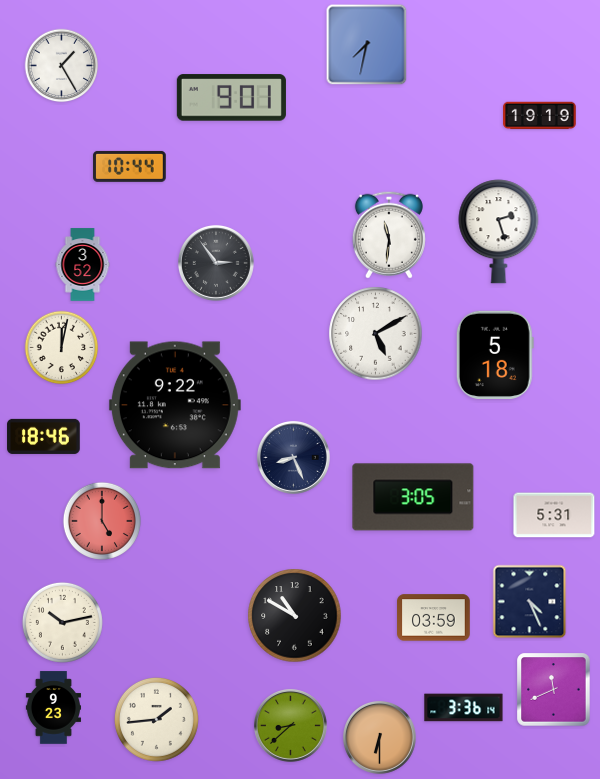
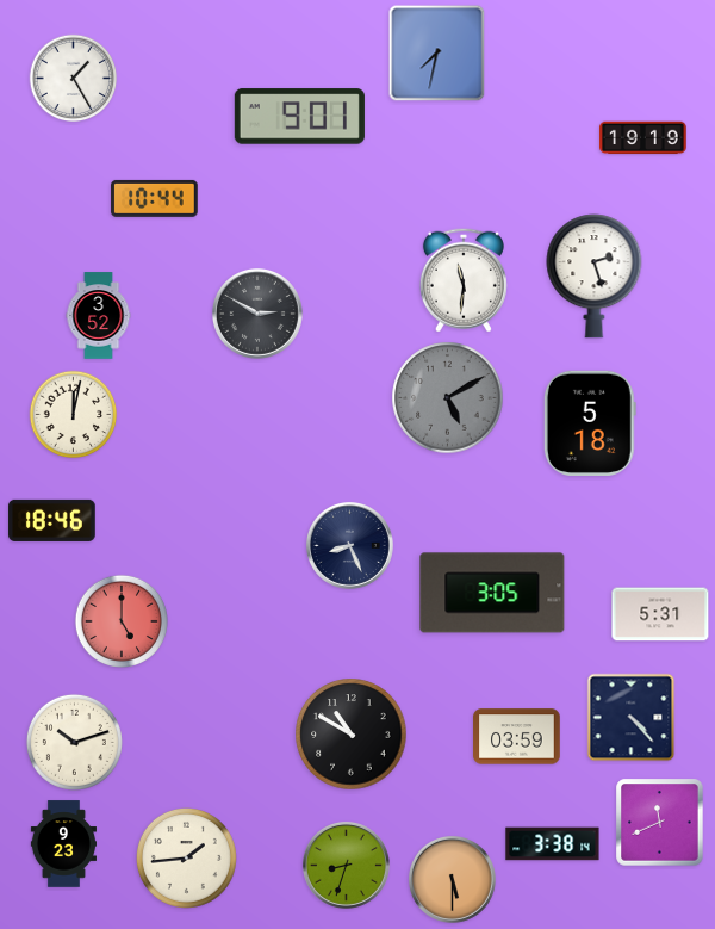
clock at (231, 98) position: (231, 98) -> (299, 117)
clock at (216, 263): 2:54 -> 2:50
clock at (376, 334) dial: white -> grey
clock at (175, 405): 9:22 -> none
clock at (530, 602): 4:26 -> 4:23
clock at (62, 622): 10:13 -> 10:12
clock at (464, 708): 3:36 -> 3:38
clock at (290, 725): 8:38 -> 8:33
clock at (379, 737): 6:30 -> 5:30
